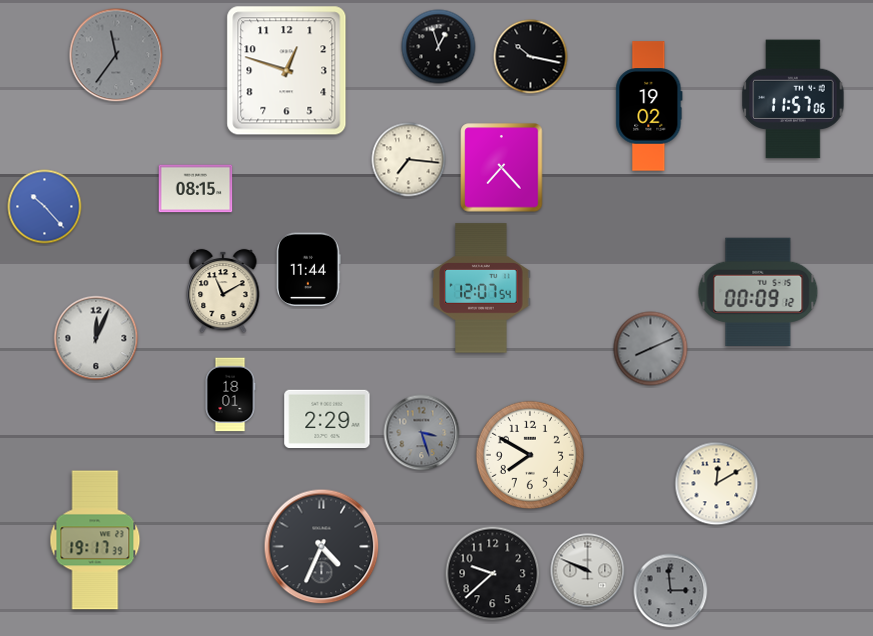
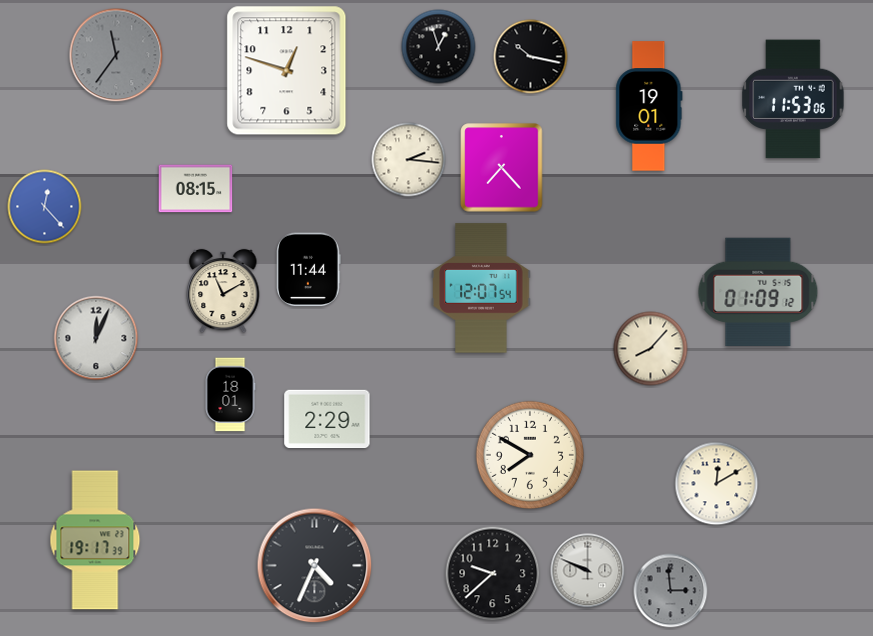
clock at (793, 99): 11:57 -> 11:53
clock at (649, 106): 19:02 -> 19:01
clock at (409, 160): 7:16 -> 2:16
clock at (45, 207): 10:23 -> 12:23
clock at (758, 292): 00:09 -> 01:09
clock at (651, 349): 8:11 -> 8:07
clock at (651, 349) dial: grey -> cream
clock at (422, 433): 3:27 -> none
clock at (322, 547) position: (322, 547) -> (315, 566)
